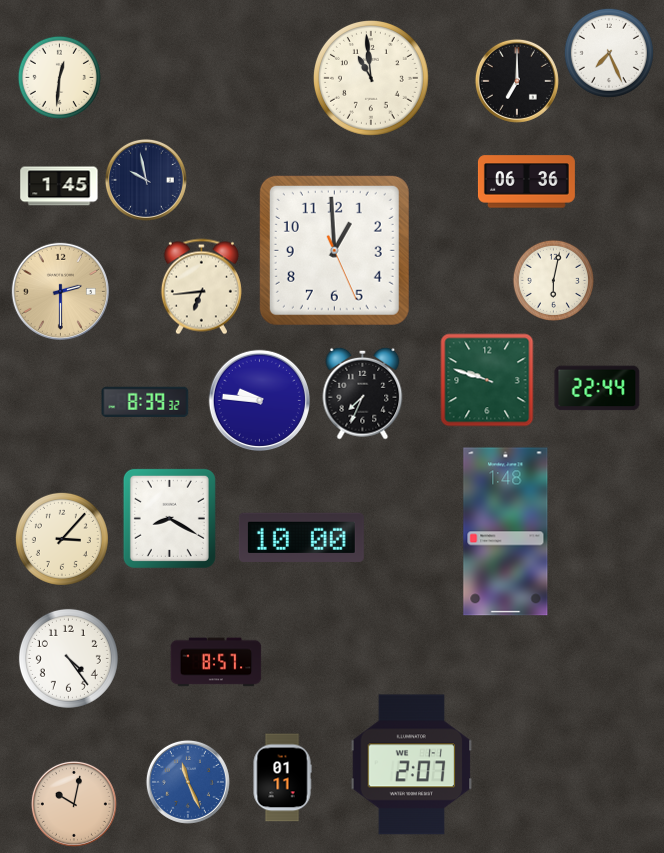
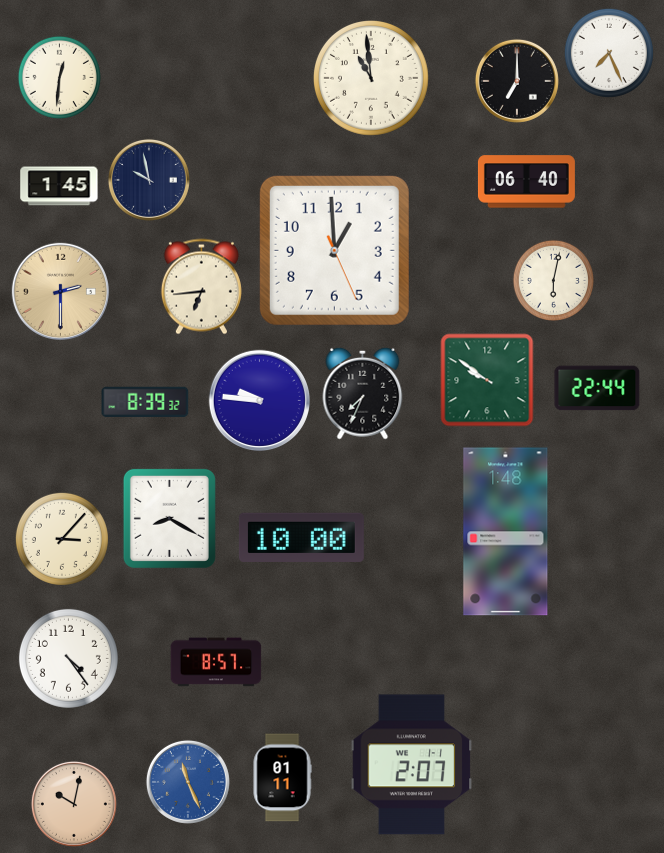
clock at (146, 180) position: (146, 180) -> (149, 180)
clock at (526, 182): 06:36 -> 06:40
clock at (487, 380): 9:48 -> 9:51
